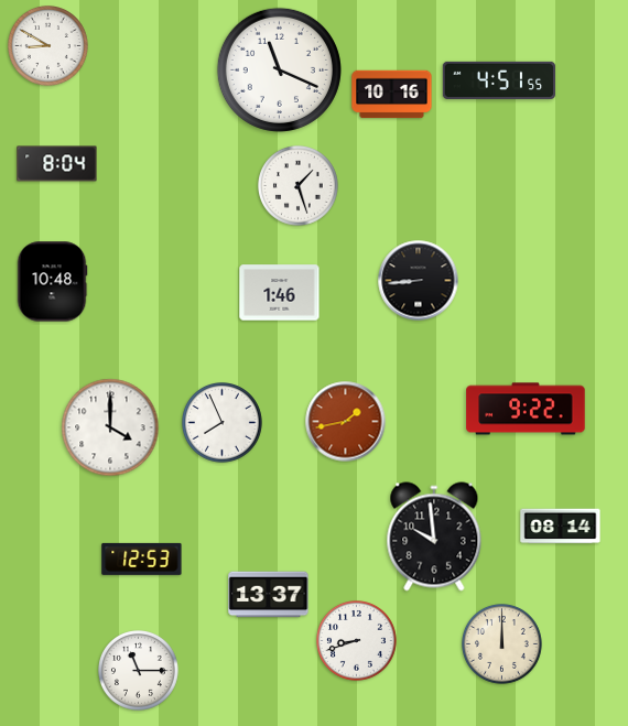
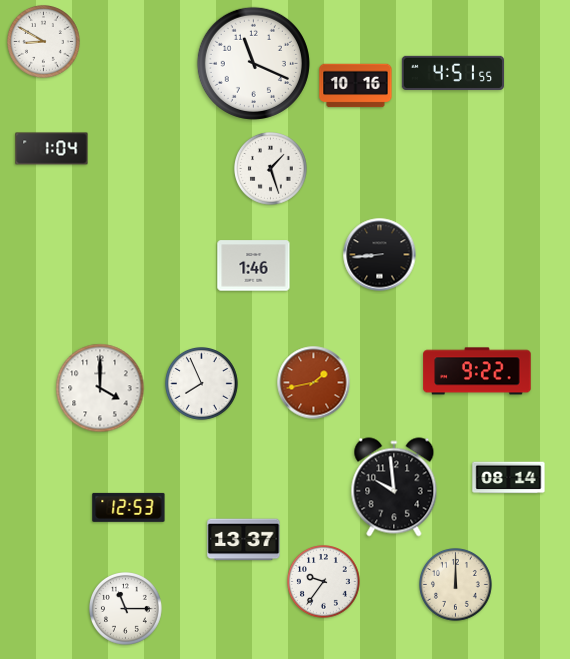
clock at (57, 164): 8:04 -> 1:04
clock at (52, 282): 10:48 -> none
clock at (357, 641): 8:42 -> 9:36
